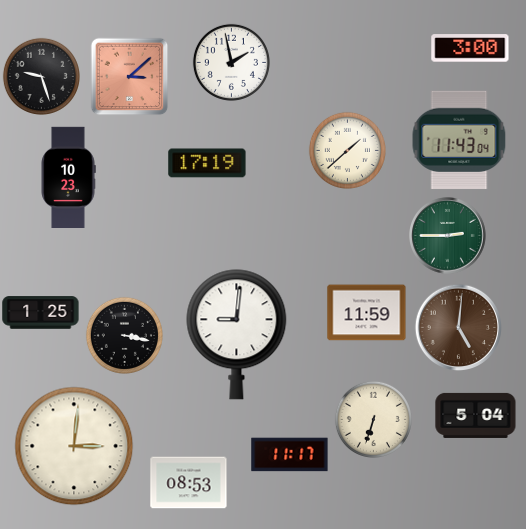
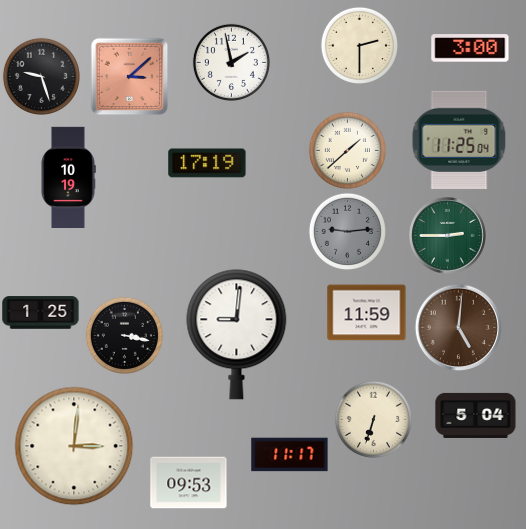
clock at (359, 45): none -> 2:30
clock at (459, 140): 11:43 -> 11:25
clock at (68, 177): 10:23 -> 10:19
clock at (347, 231): none -> 9:14
clock at (189, 483): 08:53 -> 09:53
